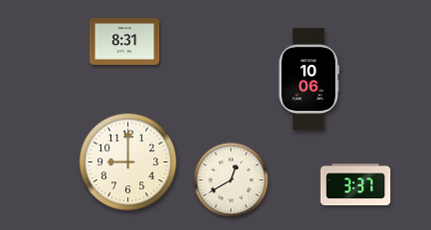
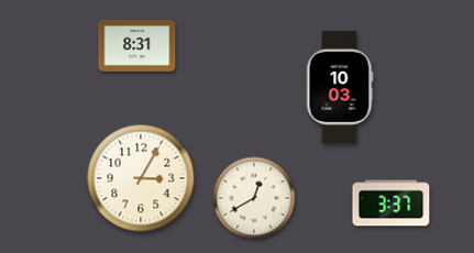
clock at (309, 79): 10:06 -> 10:03
clock at (128, 162): 9:00 -> 3:05
